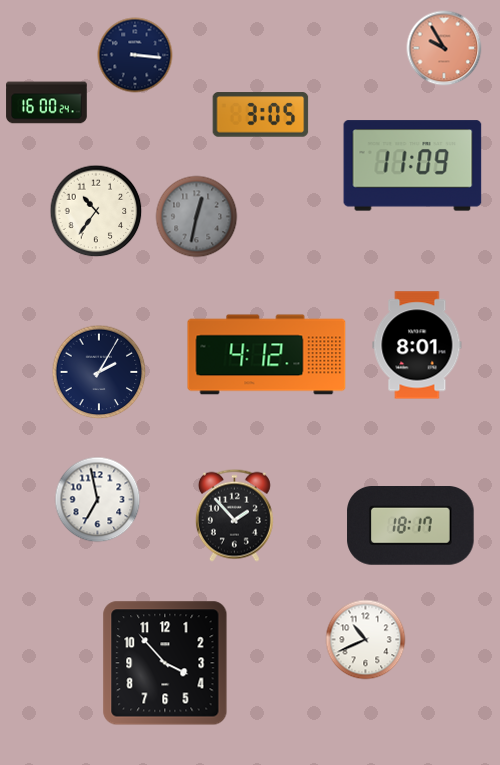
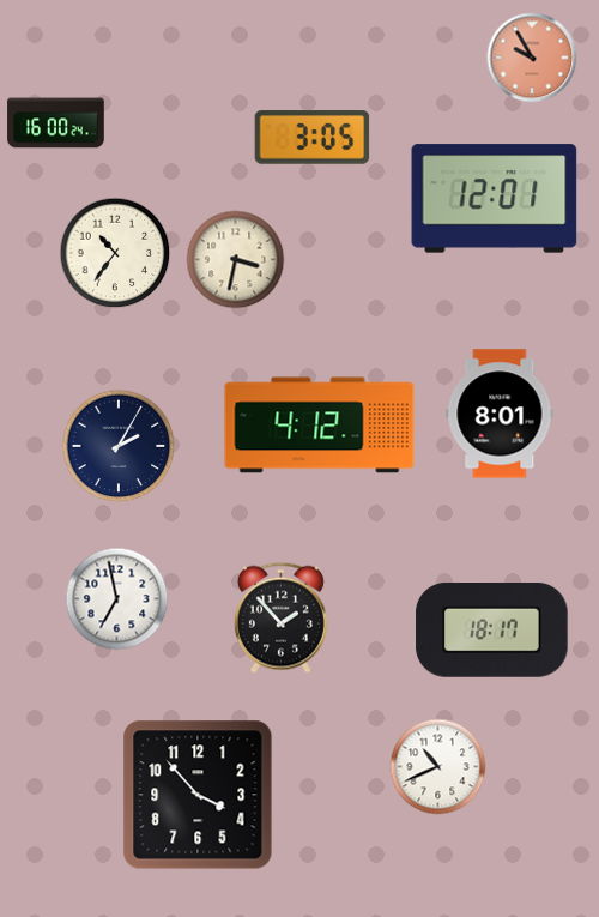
clock at (135, 55): 3:16 -> none
clock at (413, 166): 11:09 -> 12:01
clock at (197, 217): 12:32 -> 3:32
clock at (197, 217) dial: grey -> cream
